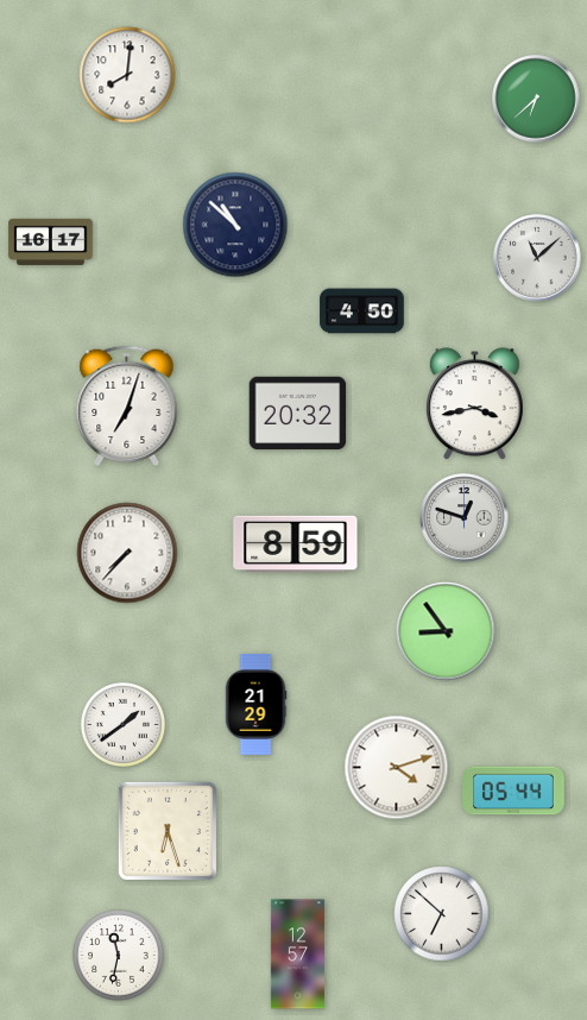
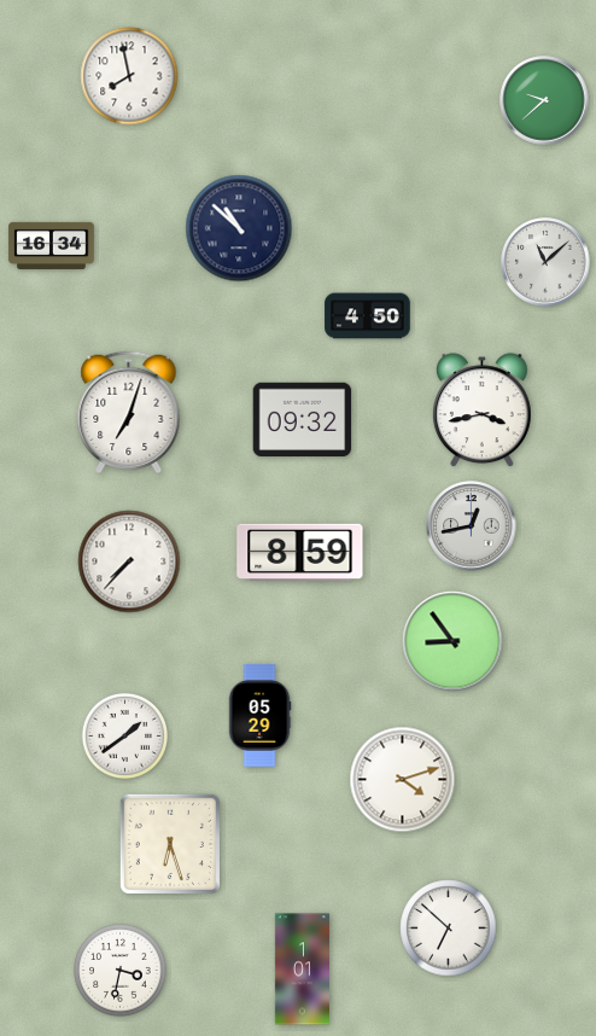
clock at (127, 75): 8:01 -> 7:58
clock at (536, 99): 6:38 -> 9:38
clock at (51, 241): 16:17 -> 16:34
clock at (298, 414): 20:32 -> 09:32
clock at (465, 518): 12:48 -> 12:43
clock at (255, 704): 21:29 -> 05:29
clock at (513, 791): 05:44 -> none
clock at (297, 955): 12:57 -> 1:01
clock at (119, 956): 11:32 -> 3:32
